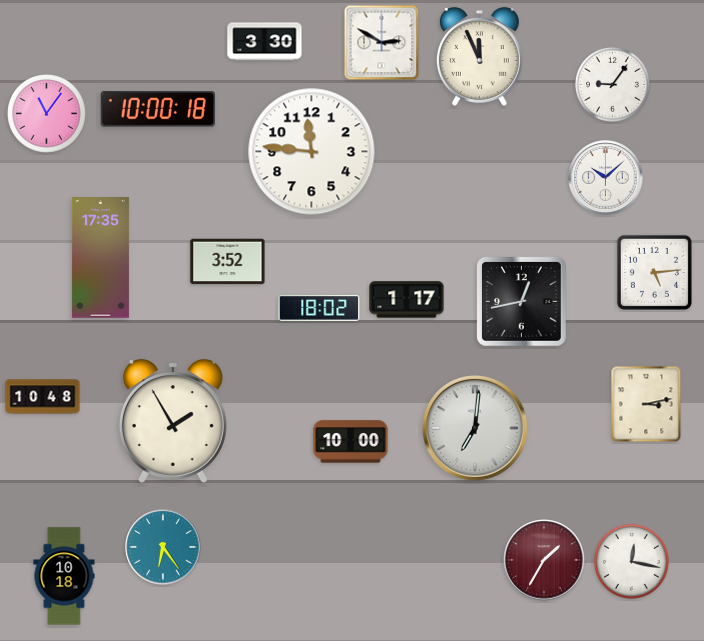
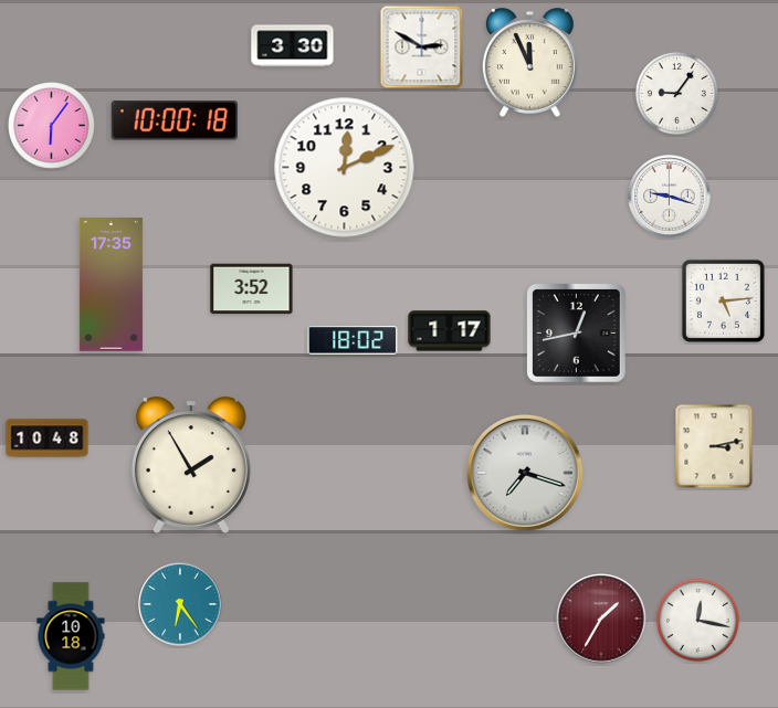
clock at (47, 114): 11:06 -> 6:06
clock at (312, 152): 11:46 -> 12:11
clock at (606, 178): 10:08 -> 9:18
clock at (475, 428): 7:01 -> 7:18
clock at (351, 442): 10:00 -> none
